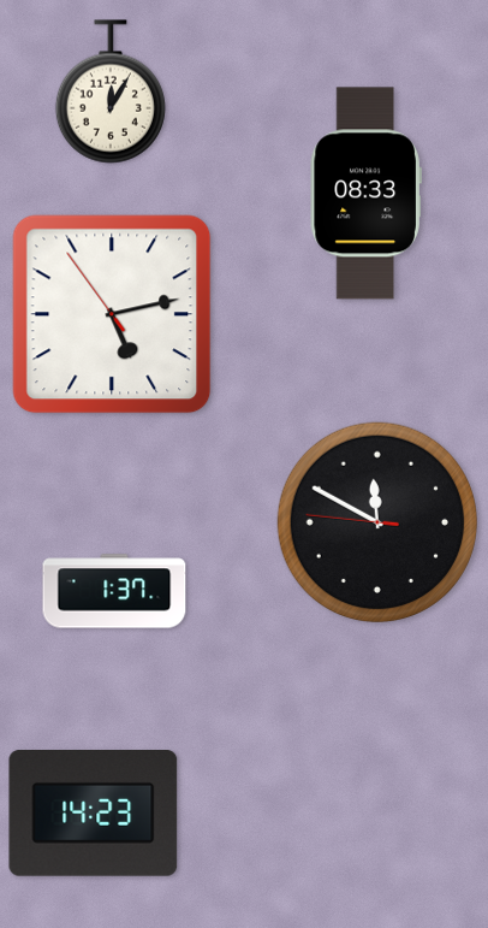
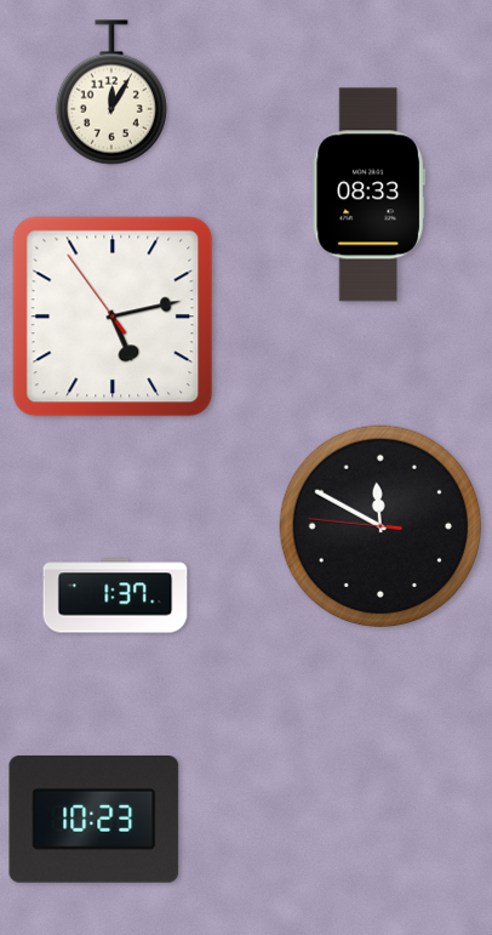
clock at (94, 814): 14:23 -> 10:23
